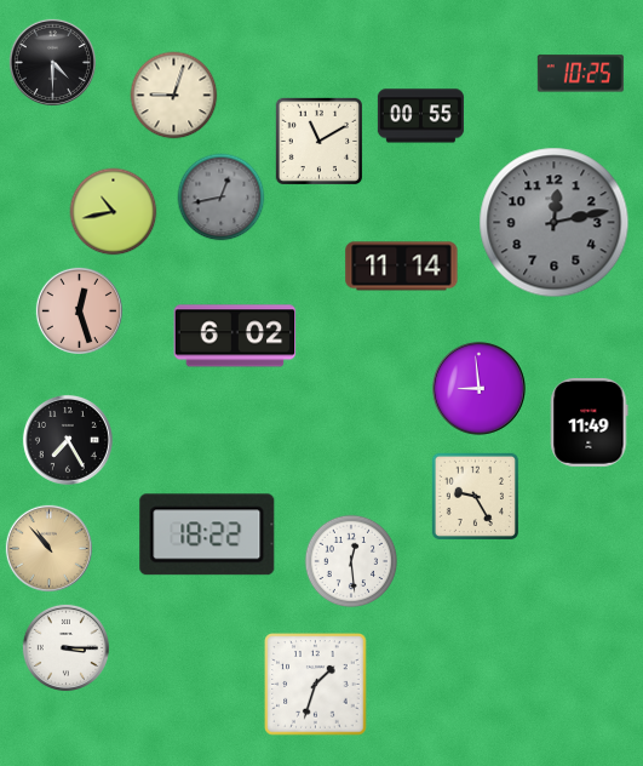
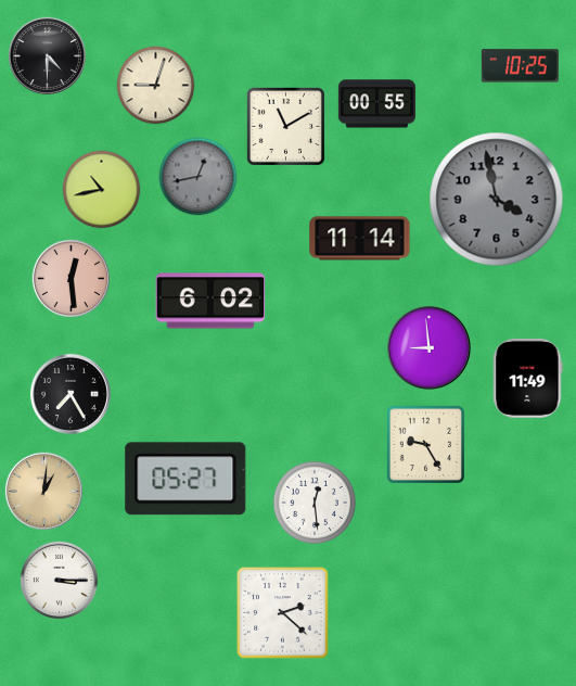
clock at (555, 223): 12:13 -> 3:58
clock at (79, 310): 12:27 -> 12:29
clock at (68, 440) position: (68, 440) -> (71, 394)
clock at (207, 535): 18:22 -> 05:27
clock at (48, 548): 10:53 -> 1:01
clock at (316, 685): 1:33 -> 2:22
